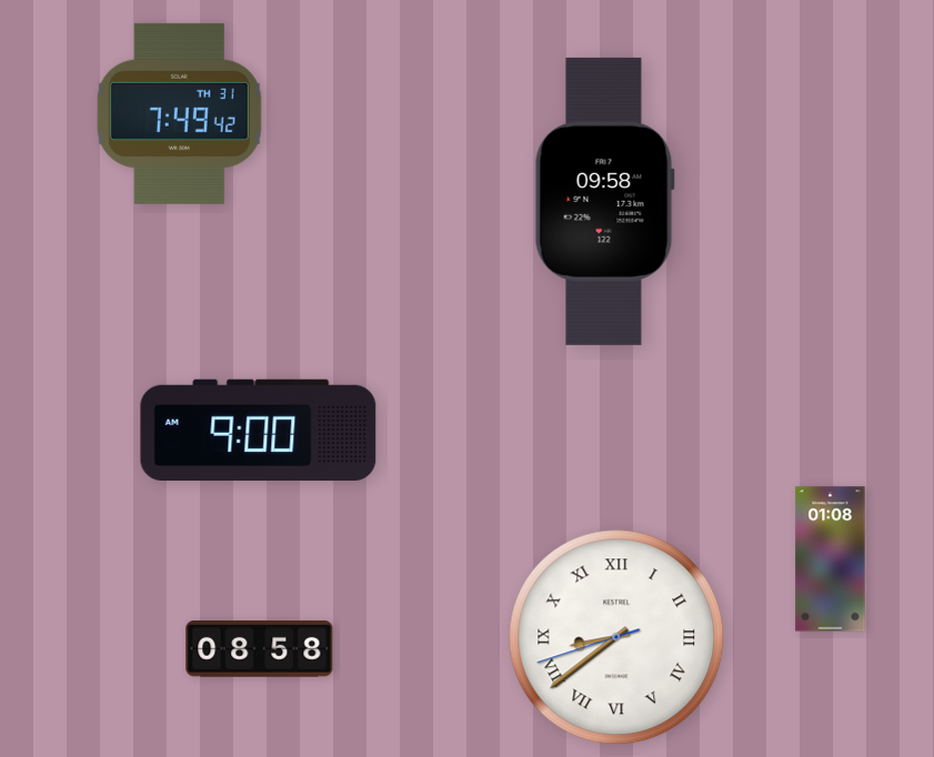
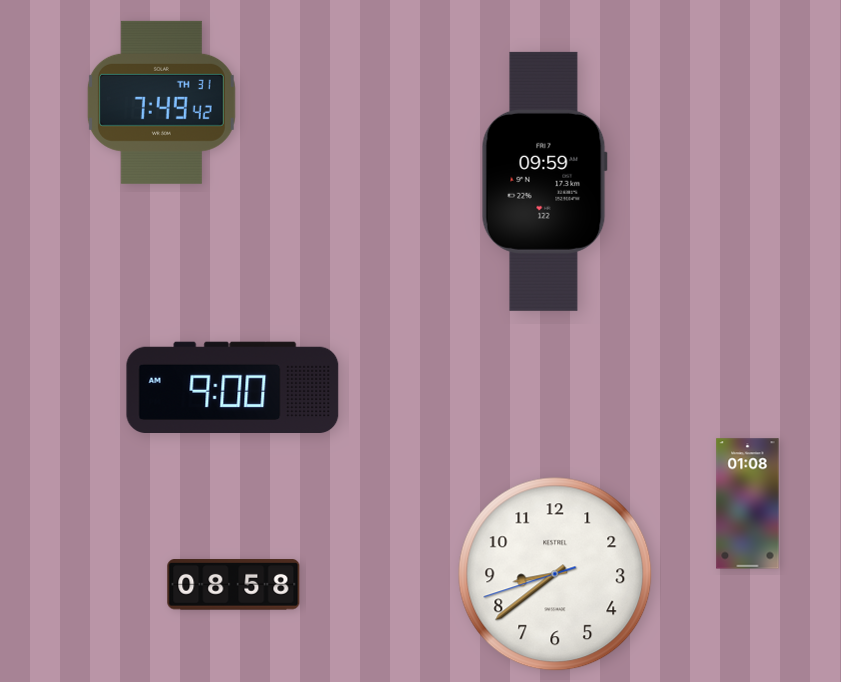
clock at (604, 201): 09:58 -> 09:59
clock at (616, 637) numerals: Roman -> Arabic
